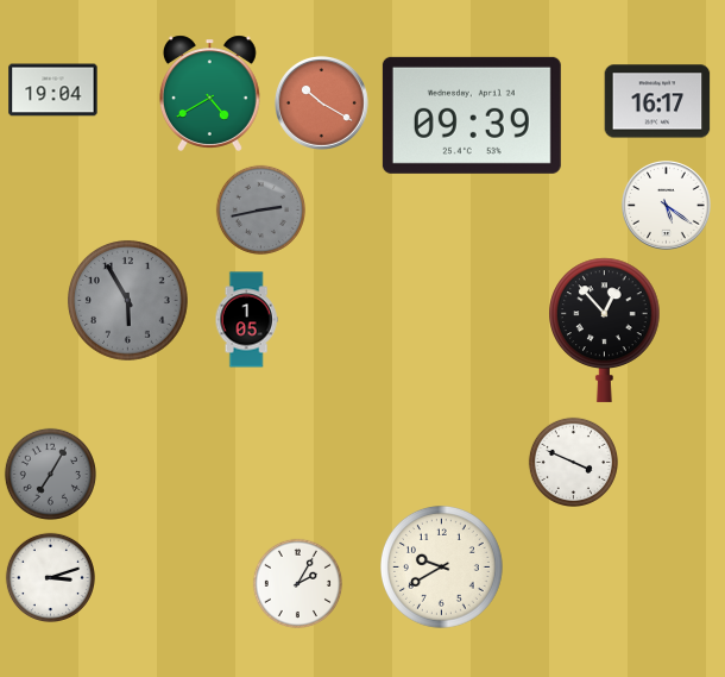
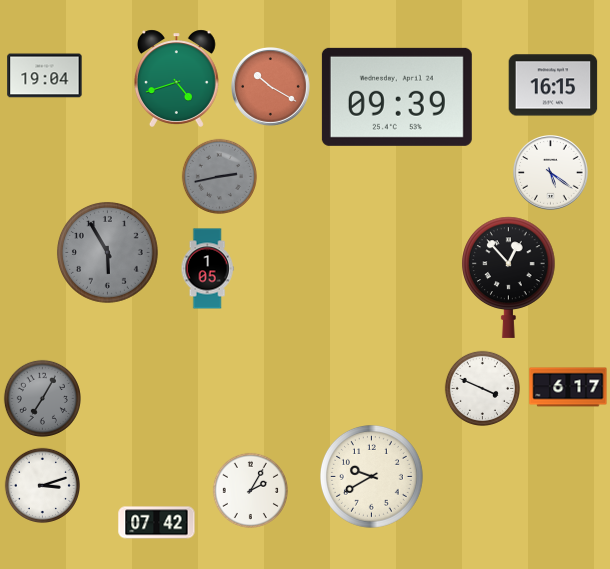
clock at (209, 93): 4:40 -> 4:42
clock at (657, 101): 16:17 -> 16:15
clock at (667, 206) position: (667, 206) -> (551, 173)
clock at (568, 387): none -> 6:17
clock at (157, 523): none -> 07:42
